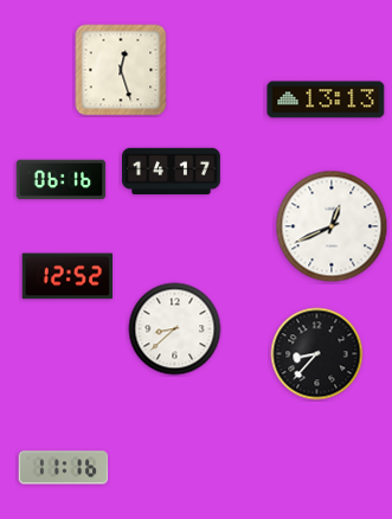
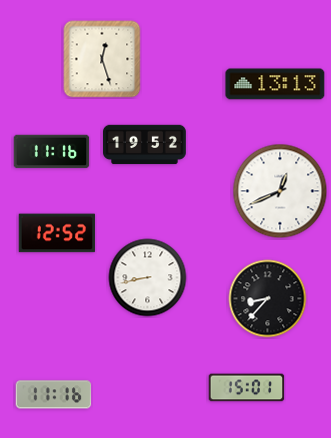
clock at (172, 172): 14:17 -> 19:52
clock at (62, 180): 06:16 -> 11:16
clock at (175, 329): 8:38 -> 8:43
clock at (247, 388): none -> 15:01
